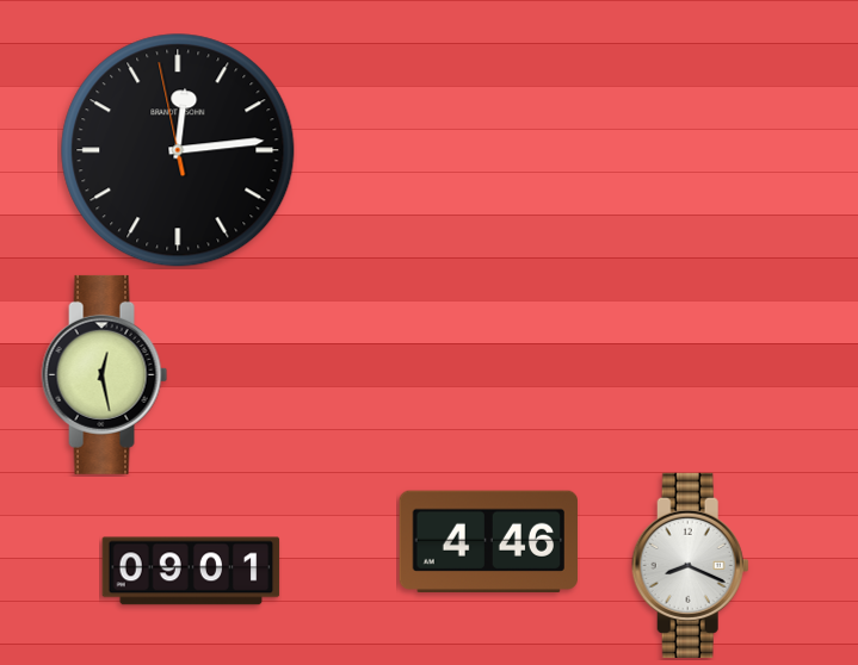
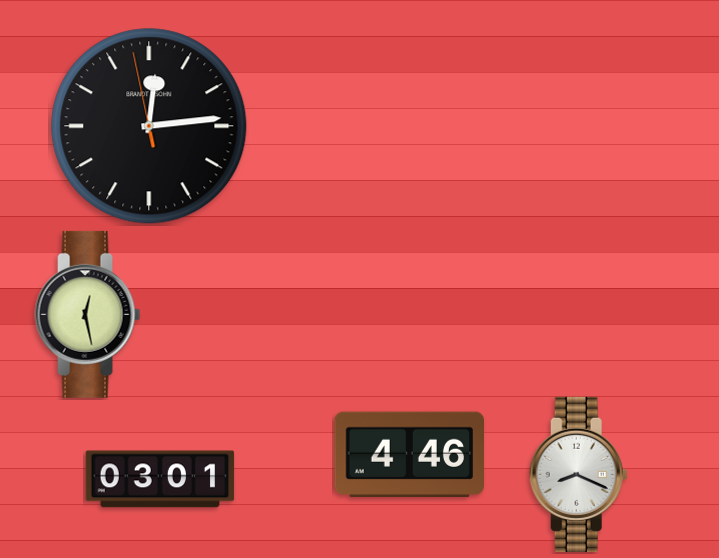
clock at (191, 571): 09:01 -> 03:01
